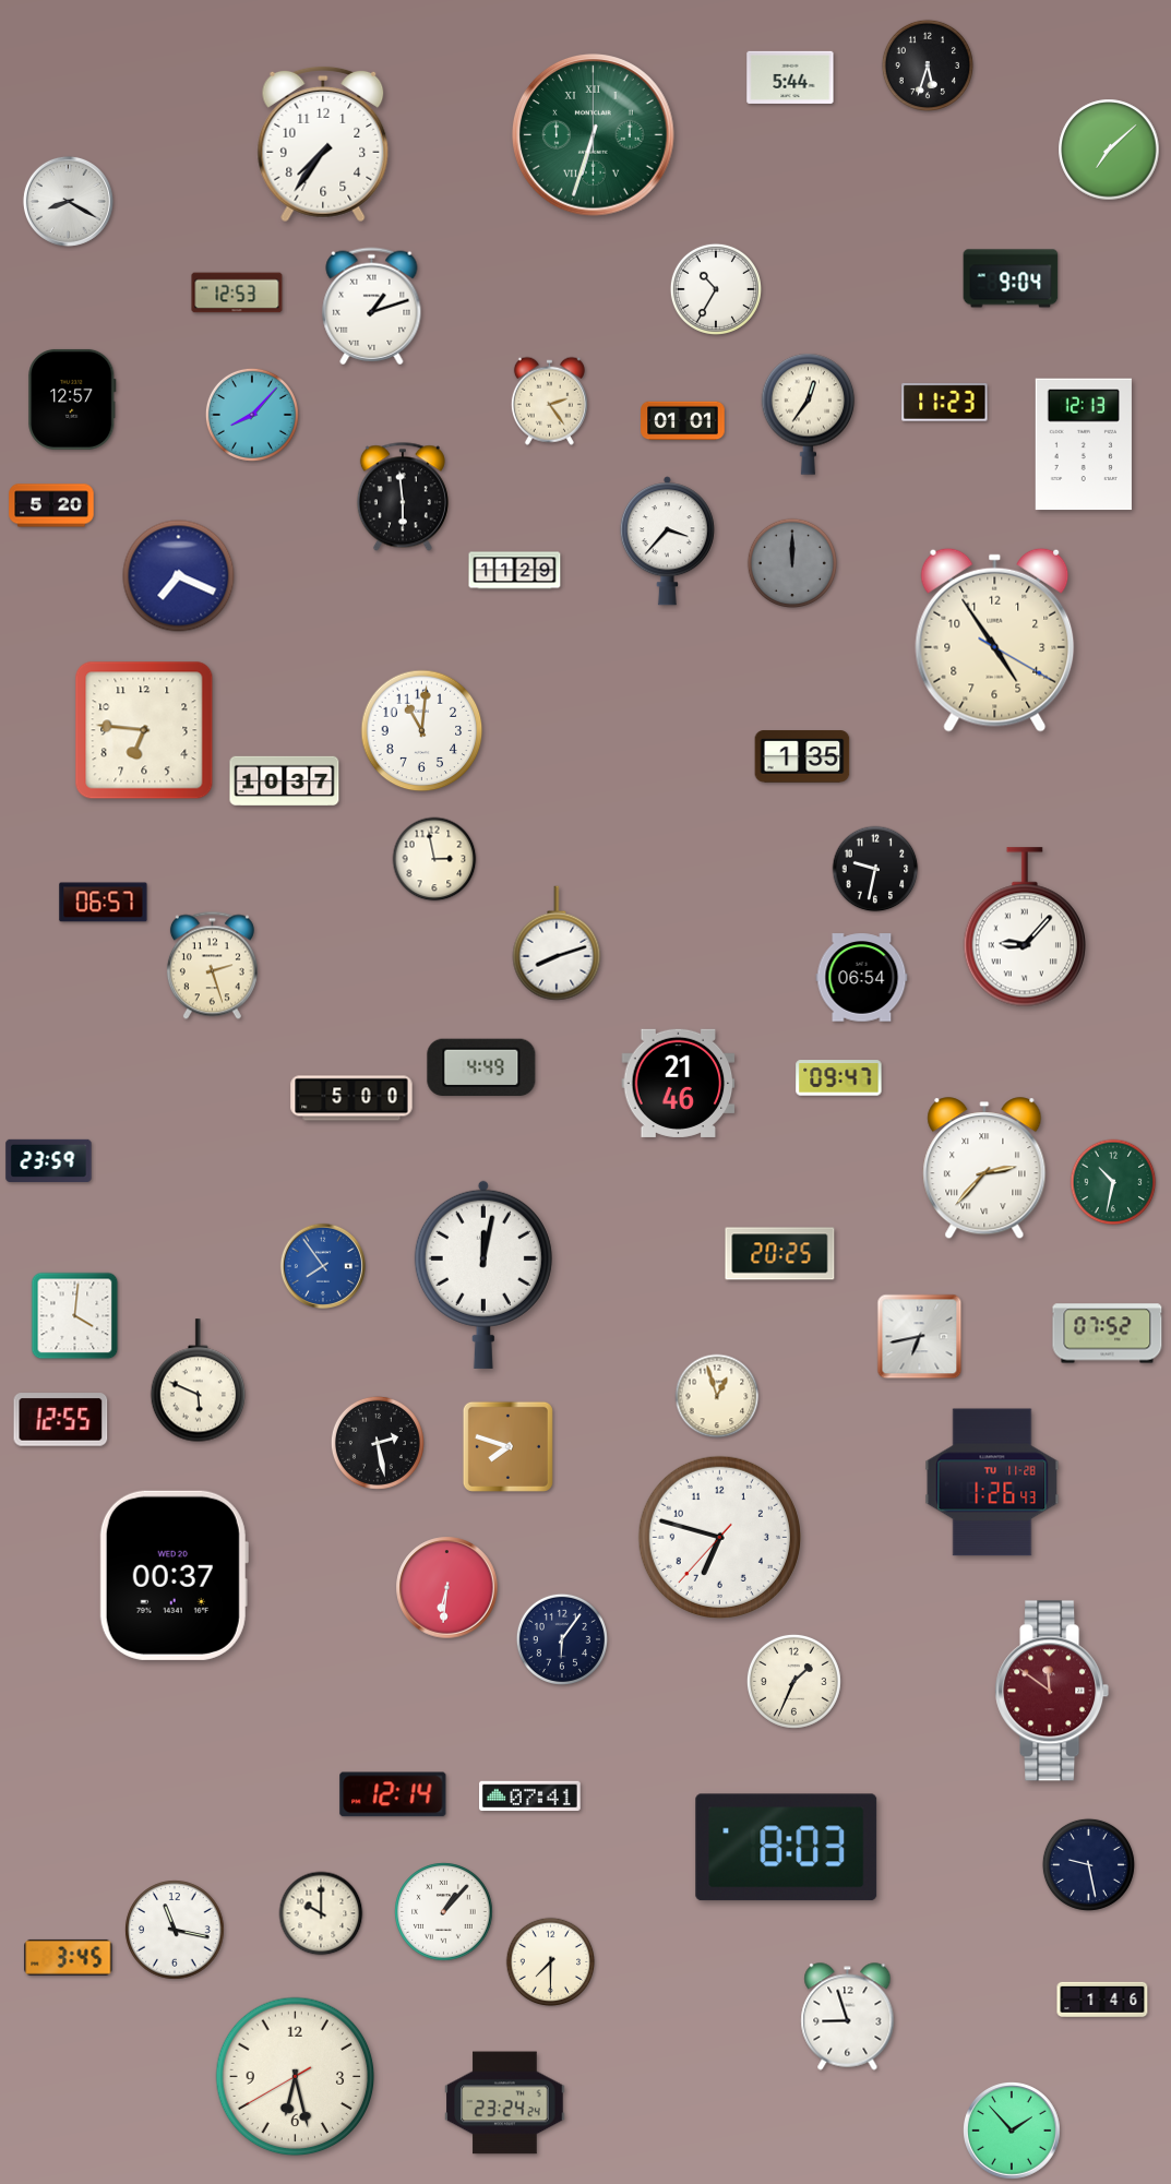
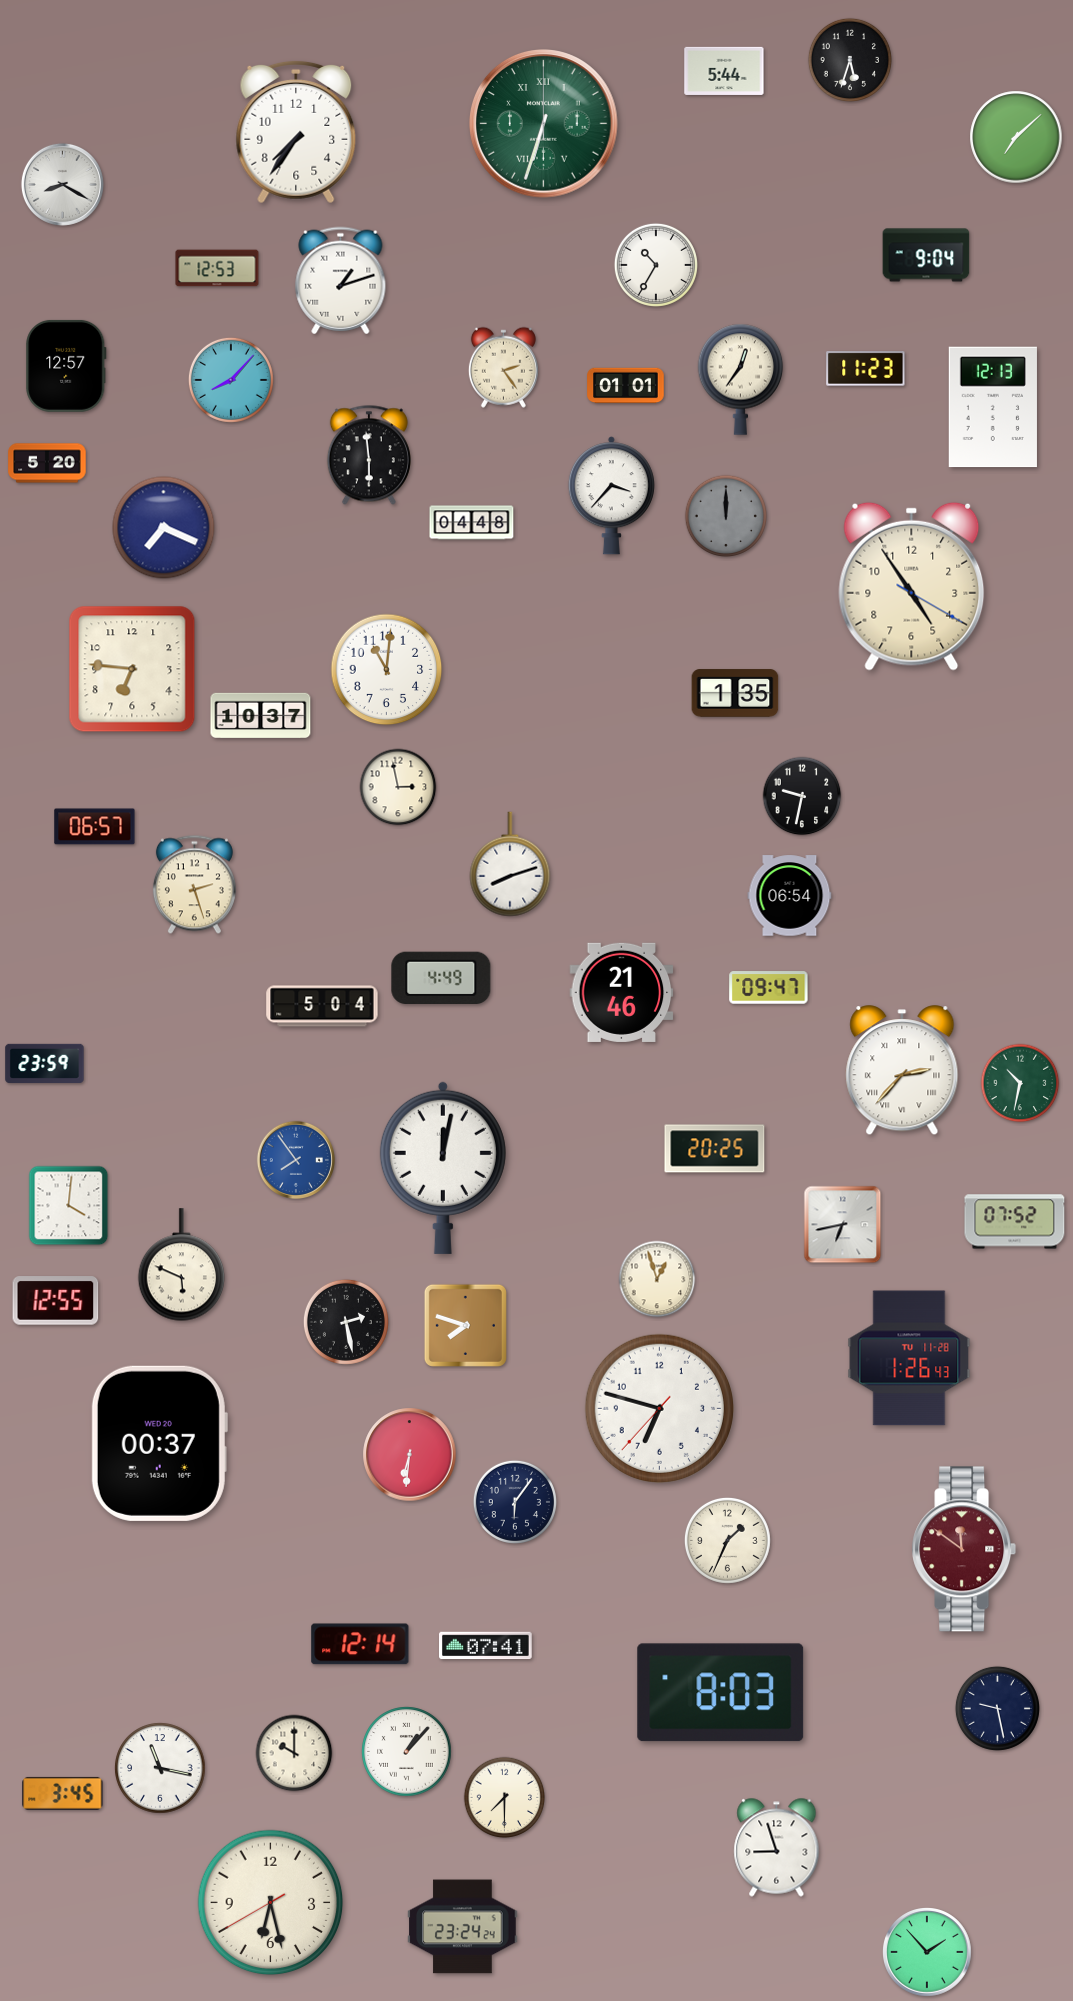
clock at (515, 571): 11:29 -> 04:48
clock at (1024, 927): 9:07 -> none
clock at (351, 1098): 5:00 -> 5:04
clock at (1102, 2000): 1:46 -> none
